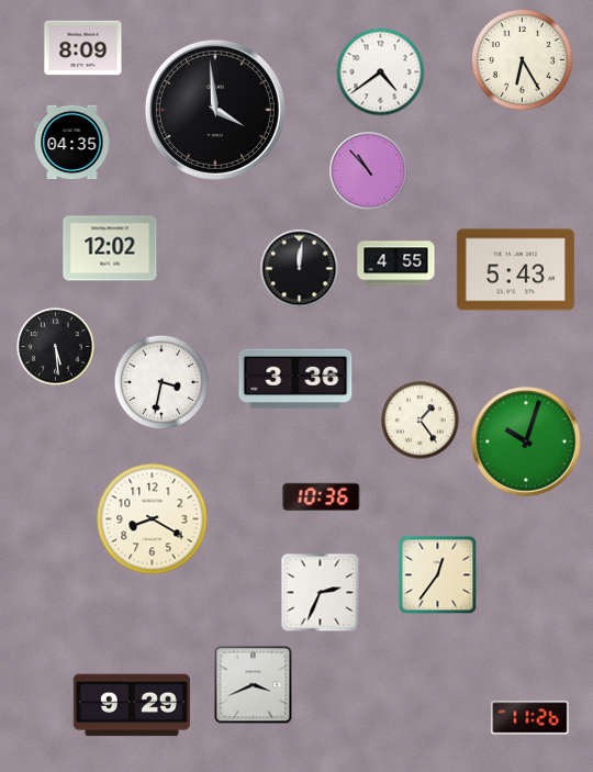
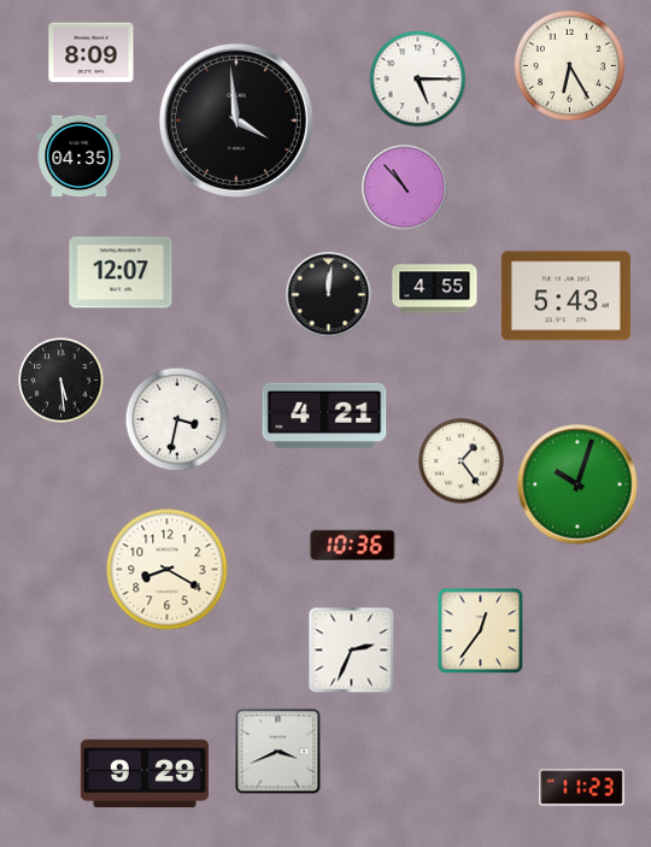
clock at (522, 59) position: (522, 59) -> (569, 65)
clock at (381, 72): 4:39 -> 5:15
clock at (110, 248): 12:02 -> 12:07
clock at (295, 379): 3:36 -> 4:21
clock at (530, 718): 11:26 -> 11:23
